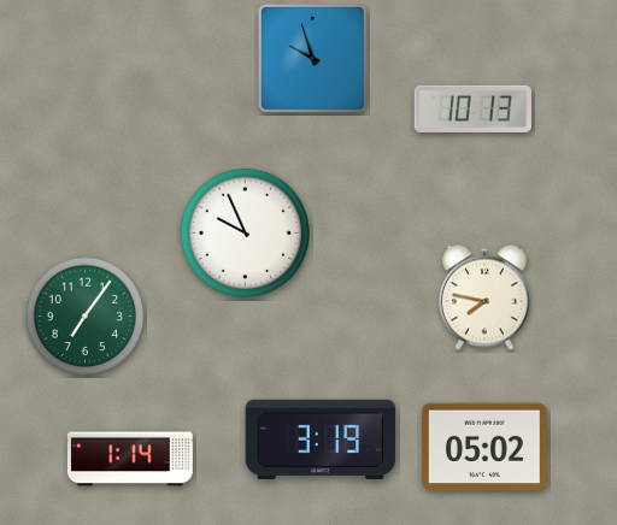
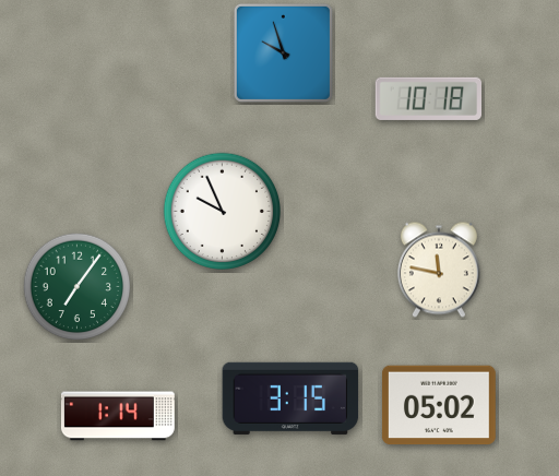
clock at (472, 108): 10:13 -> 10:18
clock at (484, 297): 7:47 -> 11:47
clock at (321, 440): 3:19 -> 3:15
